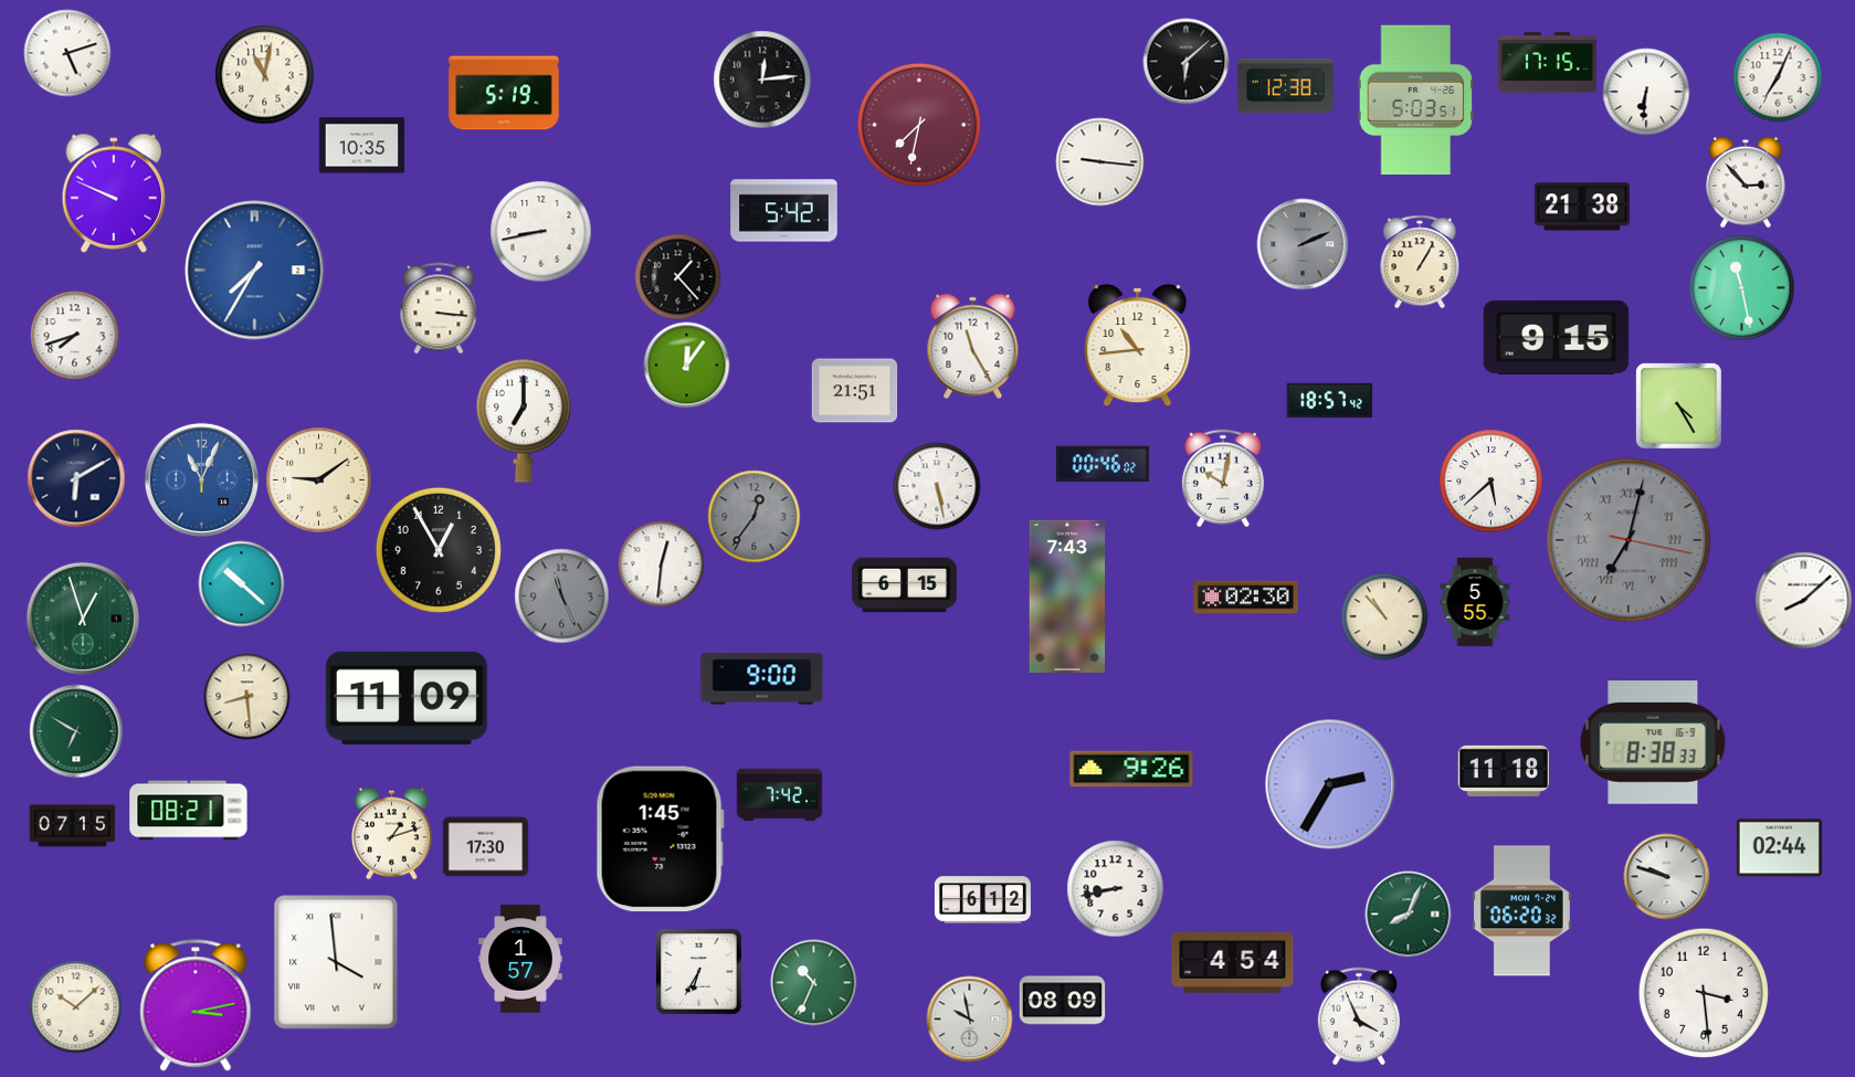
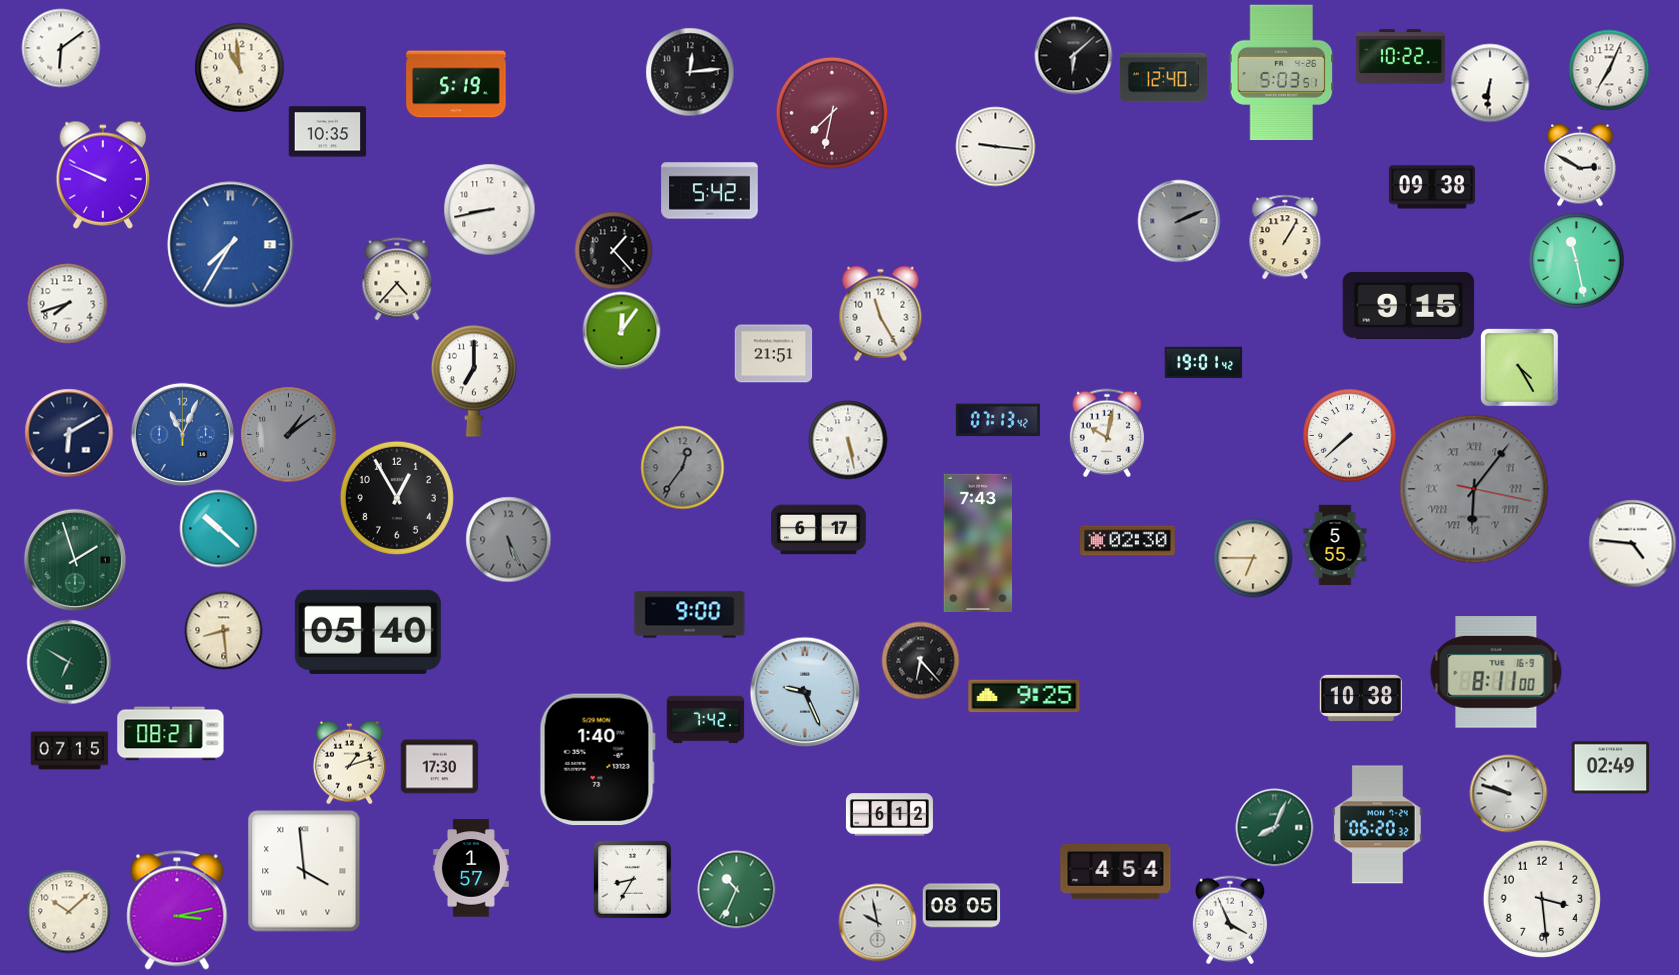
clock at (67, 53): 5:12 -> 6:09
clock at (1547, 63): 17:15 -> 10:22
clock at (264, 74): 11:02 -> 10:59
clock at (1285, 86): 12:38 -> 12:40
clock at (1416, 101) position: (1416, 101) -> (1282, 73)
clock at (1746, 182): 2:53 -> 2:50
clock at (1582, 207): 21:38 -> 09:38
clock at (439, 308): 3:16 -> 4:37
clock at (1138, 345): 10:44 -> none
clock at (1329, 401): 18:57 -> 19:01
clock at (1103, 464): 00:46 -> 07:13
clock at (318, 479): 9:09 -> 1:09
clock at (318, 479) dial: cream -> grey
clock at (1490, 481): 5:38 -> 7:38
clock at (1629, 540): 7:02 -> 6:06
clock at (661, 563): 12:31 -> none
clock at (905, 585): 6:15 -> 6:17
clock at (561, 595): 11:26 -> 5:26
clock at (1067, 595) position: (1067, 595) -> (978, 542)
clock at (1803, 600): 8:08 -> 4:46
clock at (1384, 616): 10:53 -> 6:45
clock at (83, 619): 12:57 -> 1:57
clock at (407, 698): 11:09 -> 05:40
clock at (920, 660): none -> 6:23
clock at (1653, 742): 8:38 -> 8:11
clock at (805, 692): none -> 9:26
clock at (1131, 769): 9:26 -> 9:25
clock at (1504, 771): 11:18 -> 10:38
clock at (1330, 784): 2:35 -> none
clock at (72, 826) position: (72, 826) -> (69, 751)
clock at (391, 833) position: (391, 833) -> (349, 762)
clock at (660, 840): 1:45 -> 1:40
clock at (1779, 848): 02:44 -> 02:49
clock at (1115, 888): 8:43 -> none
clock at (699, 972): 6:35 -> 8:35
clock at (1062, 1001): 08:09 -> 08:05
